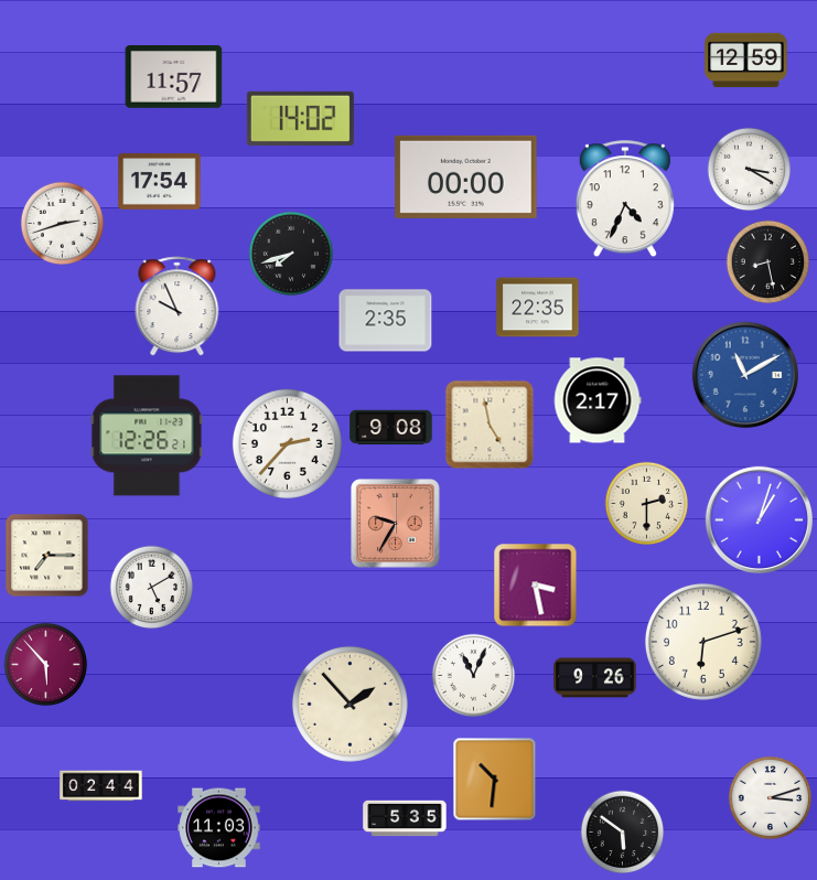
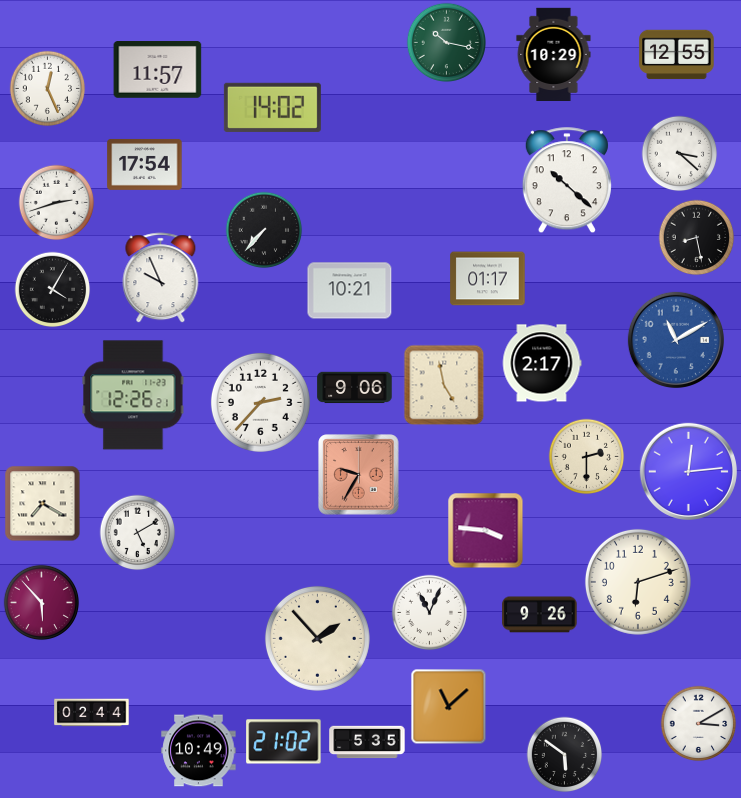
clock at (446, 42): none -> 10:17
clock at (554, 55): none -> 10:29
clock at (746, 61): 12:59 -> 12:55
clock at (48, 89): none -> 12:26
clock at (750, 170): 3:20 -> 3:22
clock at (466, 176): 00:00 -> none
clock at (625, 200): 4:34 -> 10:22
clock at (291, 254): 7:42 -> 7:37
clock at (538, 308): 22:35 -> 01:17
clock at (53, 290): none -> 4:05
clock at (386, 321): 2:35 -> 10:21
clock at (391, 428): 9:08 -> 9:06
clock at (759, 519): 1:03 -> 12:14
clock at (47, 556): 7:15 -> 7:20
clock at (536, 586): 3:28 -> 3:46
clock at (495, 780): 10:31 -> 11:08
clock at (771, 798): 3:12 -> 3:10
clock at (284, 742): none -> 21:02
clock at (219, 828): 11:03 -> 10:49
